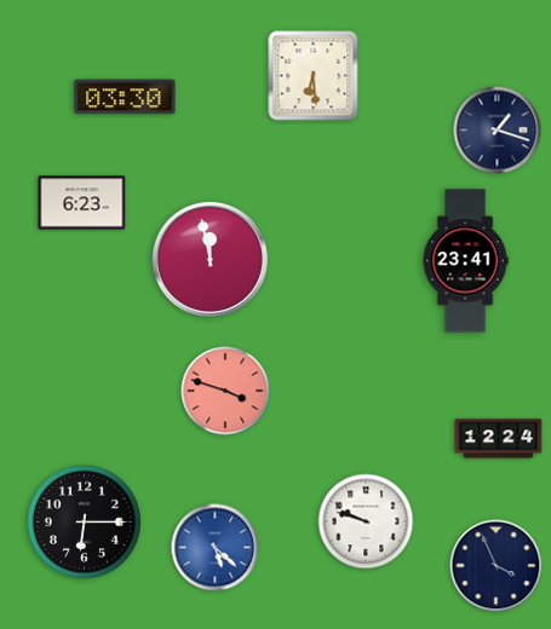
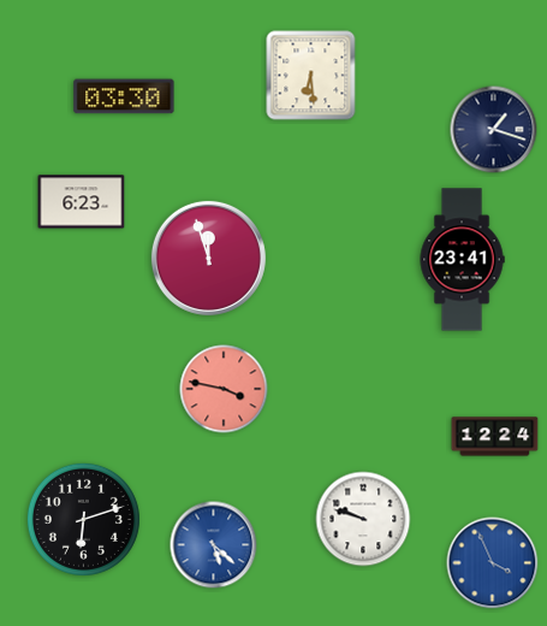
clock at (210, 259): 11:58 -> 11:57
clock at (225, 391): 3:48 -> 3:47
clock at (84, 521): 6:15 -> 6:12
clock at (497, 566) dial: navy -> blue
